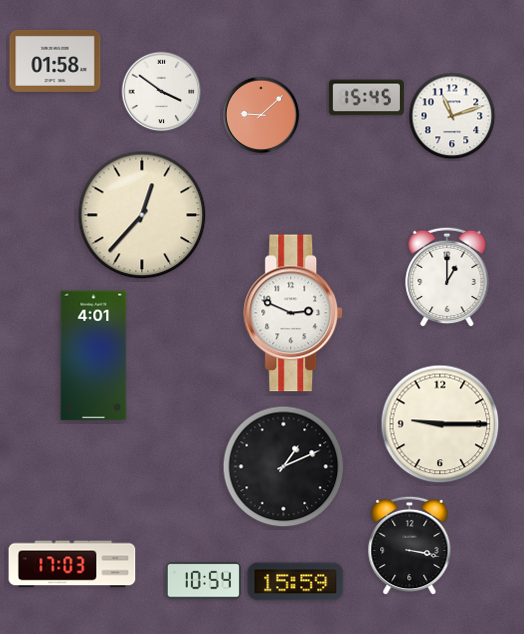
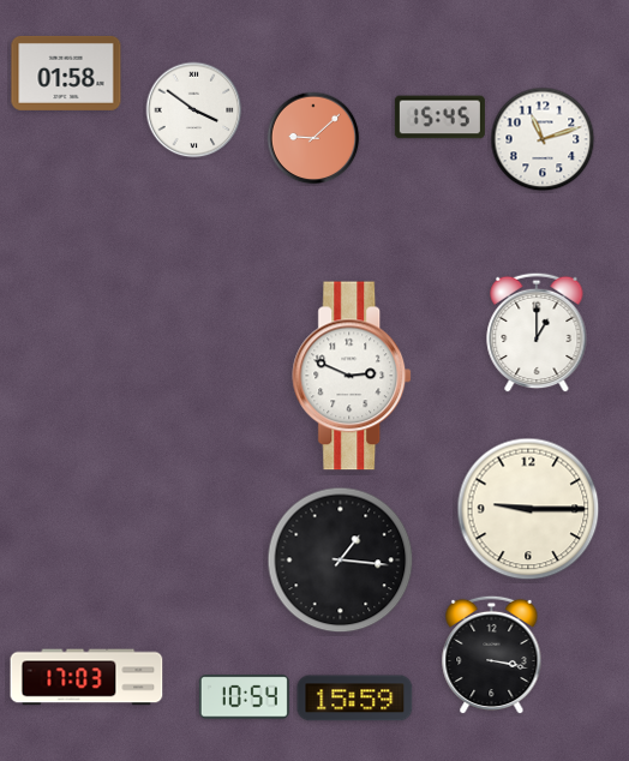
clock at (142, 215): 12:37 -> none
clock at (94, 356): 4:01 -> none
clock at (284, 467): 1:11 -> 1:16
